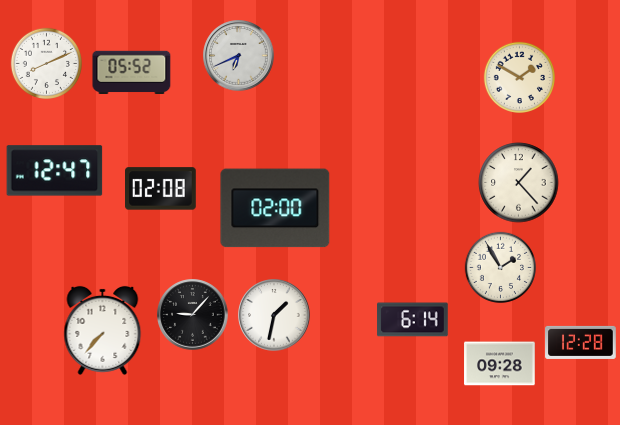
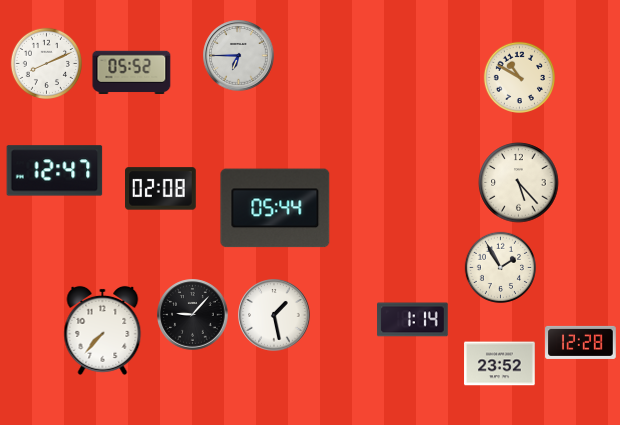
clock at (239, 56): 6:41 -> 6:45
clock at (519, 77): 1:50 -> 10:50
clock at (519, 183): 1:23 -> 5:23
clock at (275, 208): 02:00 -> 05:44
clock at (274, 315): 1:32 -> 1:28
clock at (413, 320): 6:14 -> 1:14
clock at (500, 364): 09:28 -> 23:52
